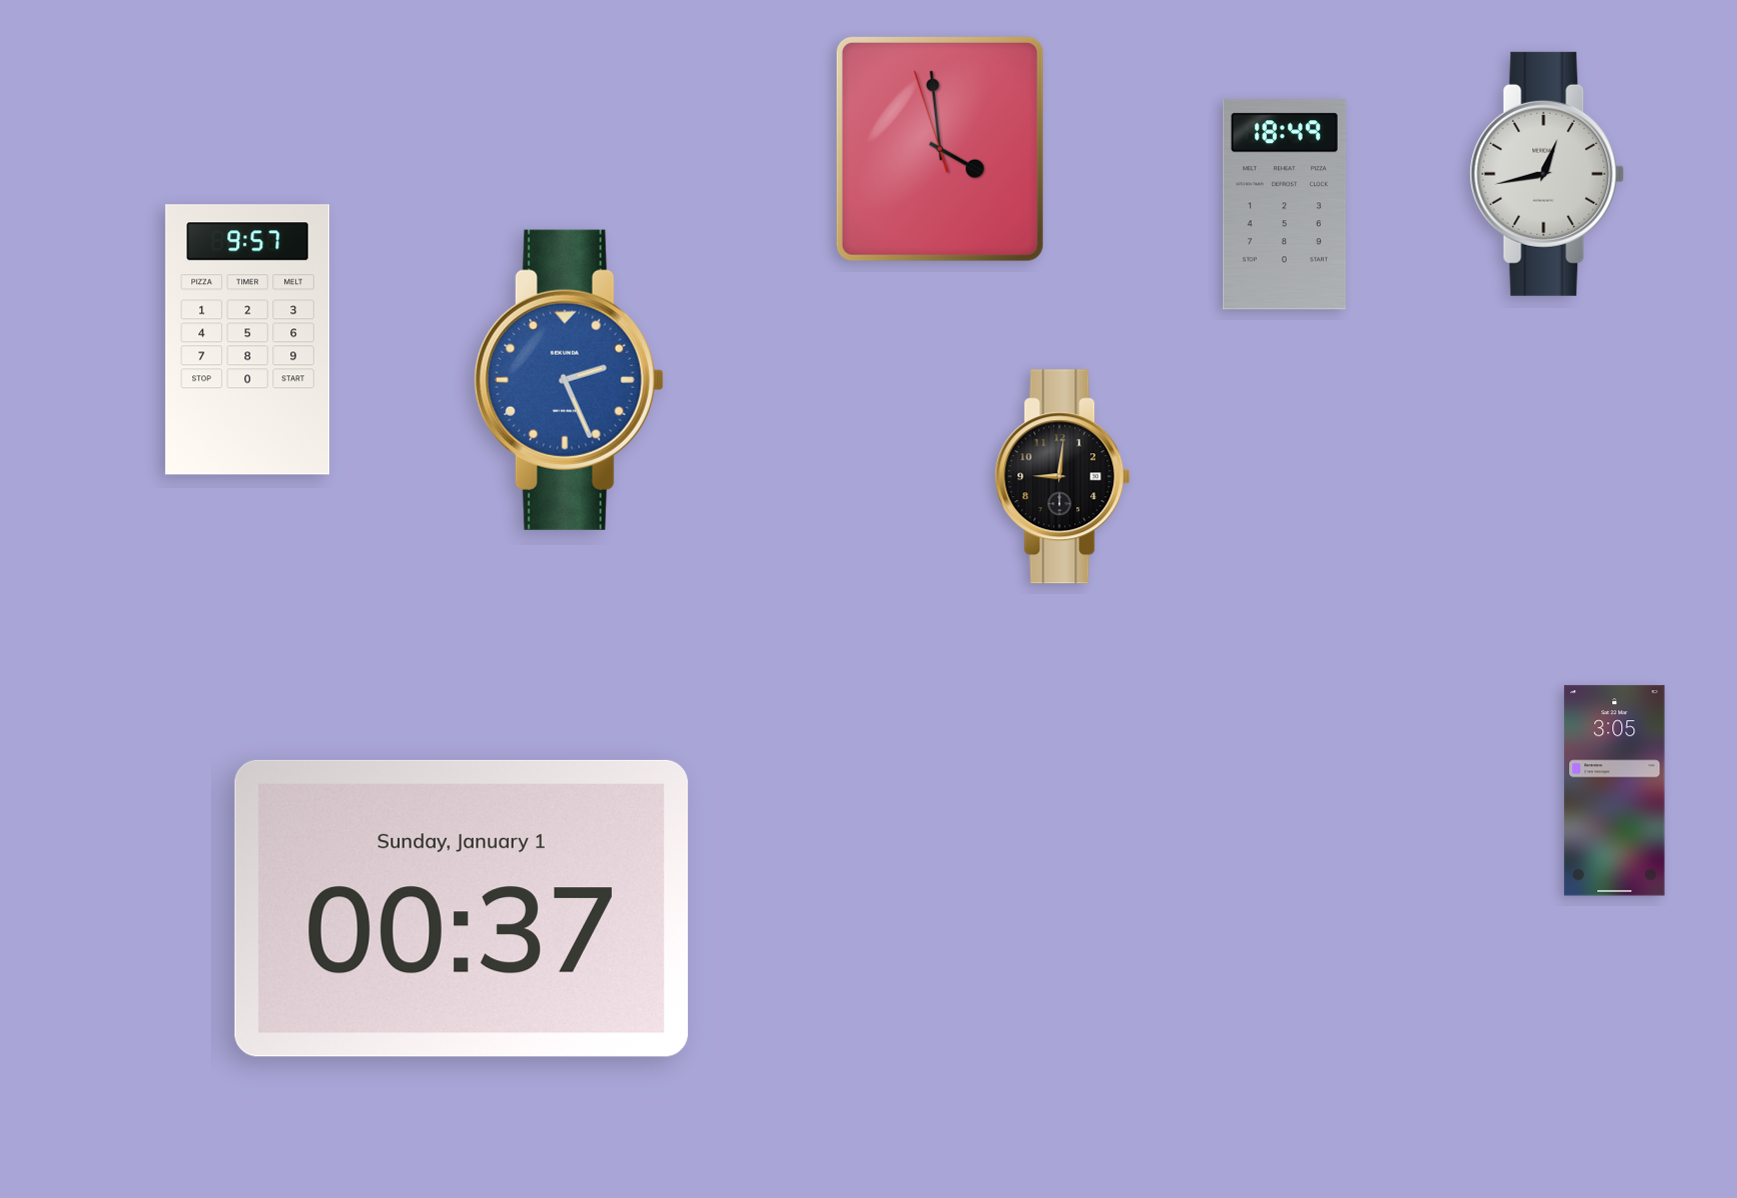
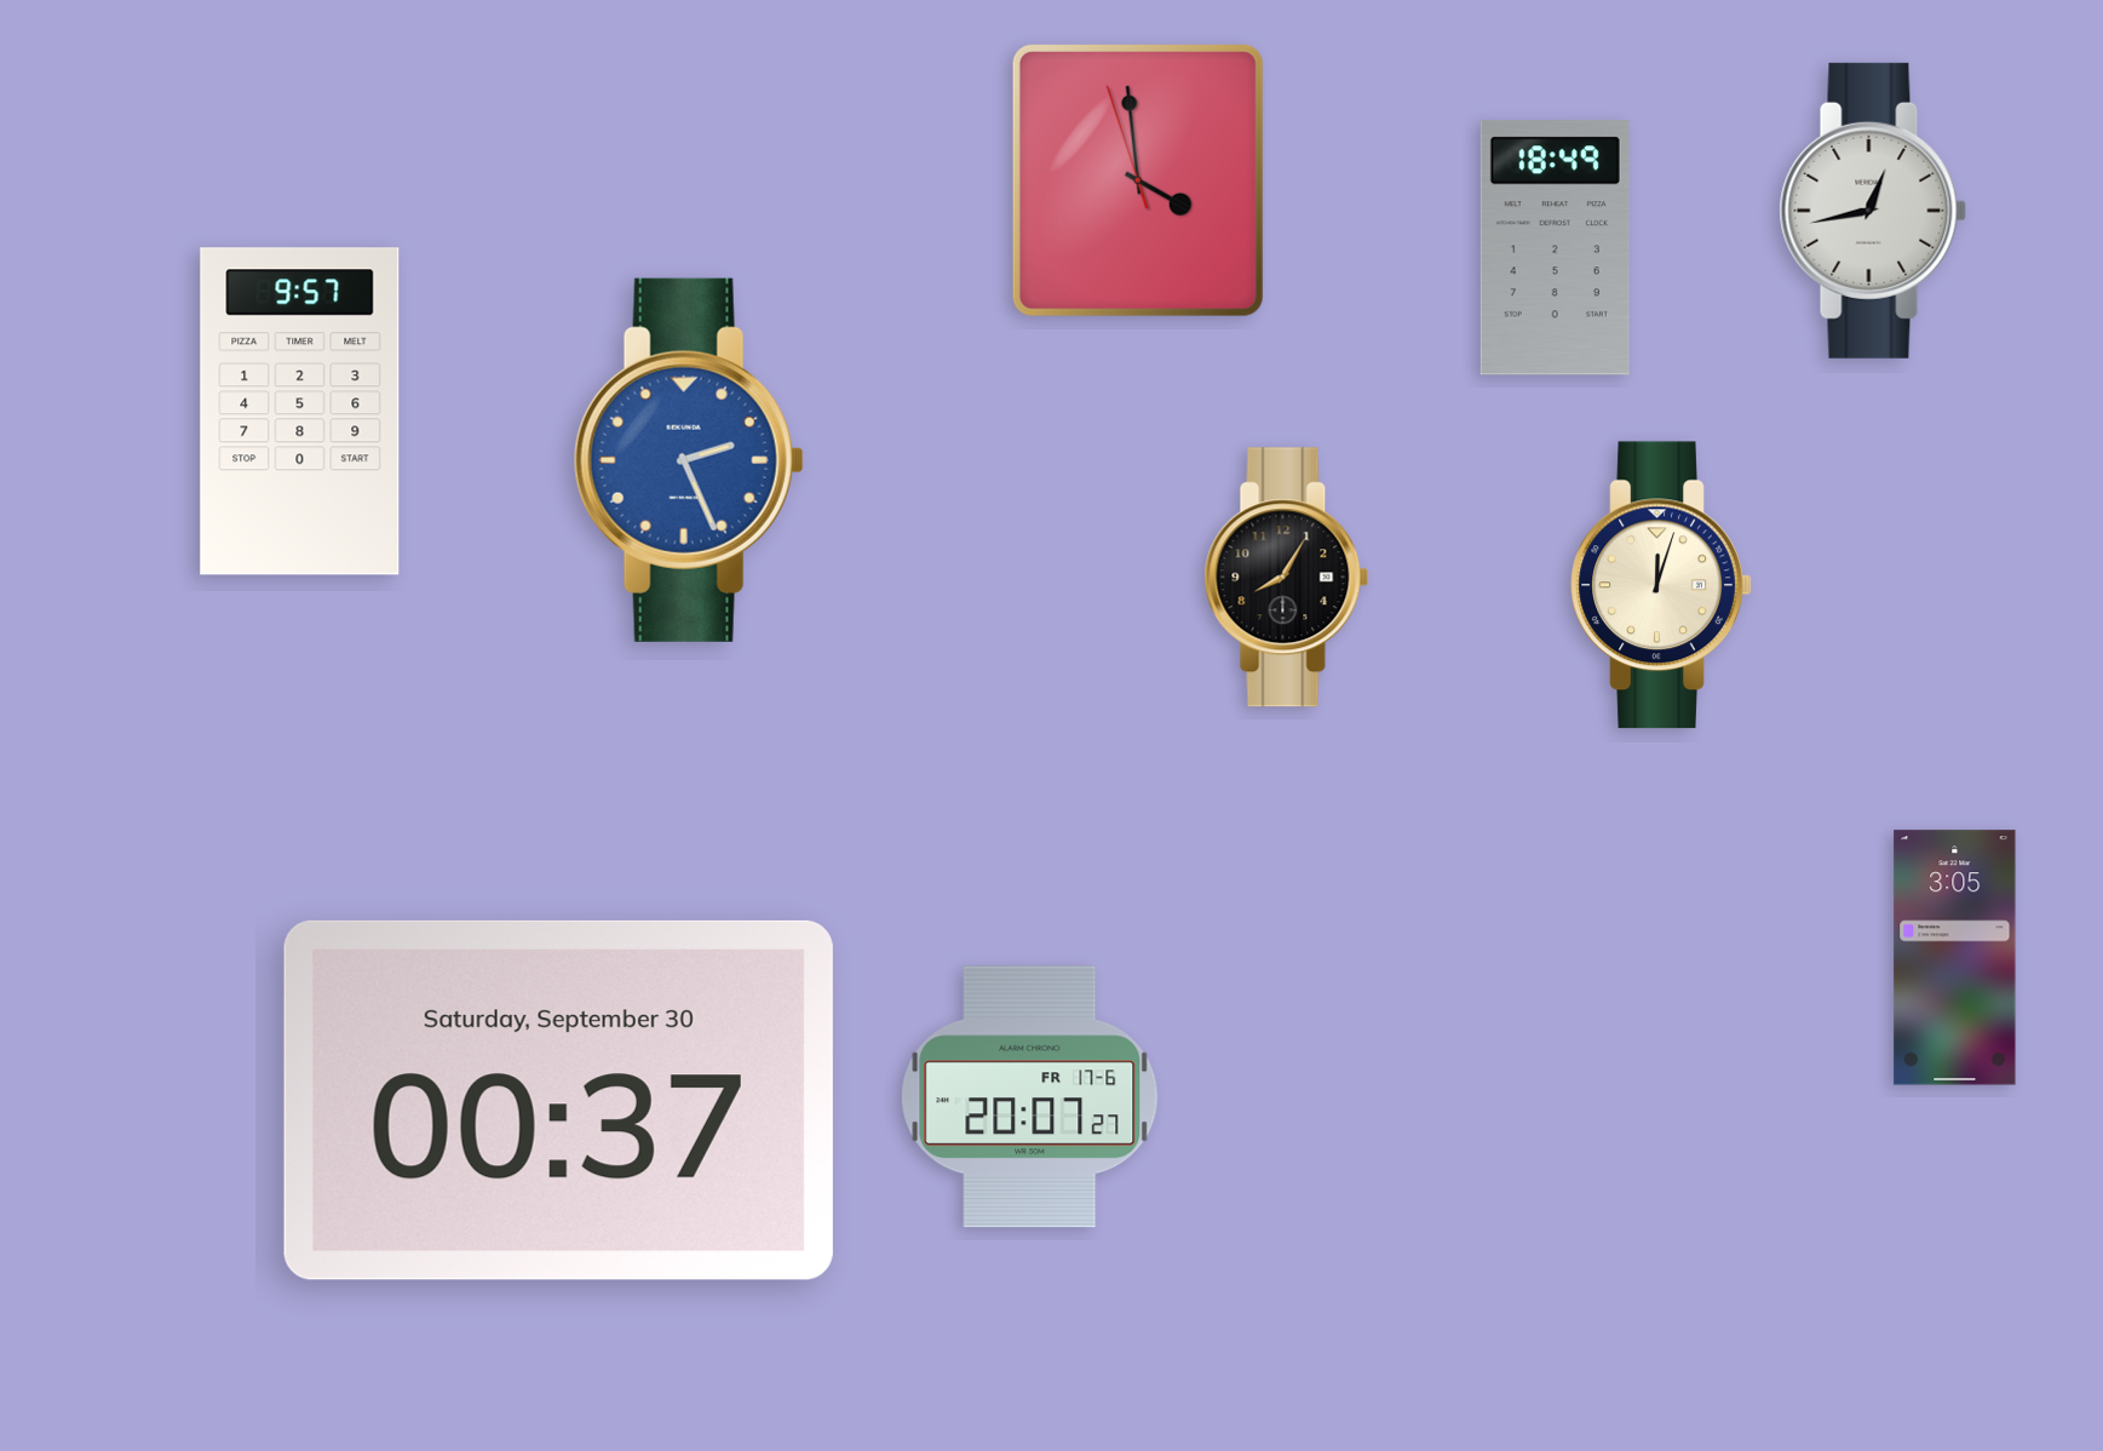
clock at (1063, 477): 9:01 -> 8:05
clock at (1661, 585): none -> 12:03
clock at (1030, 1097): none -> 20:07
clock at (461, 908) date: Sunday, January 1 -> Saturday, September 30
